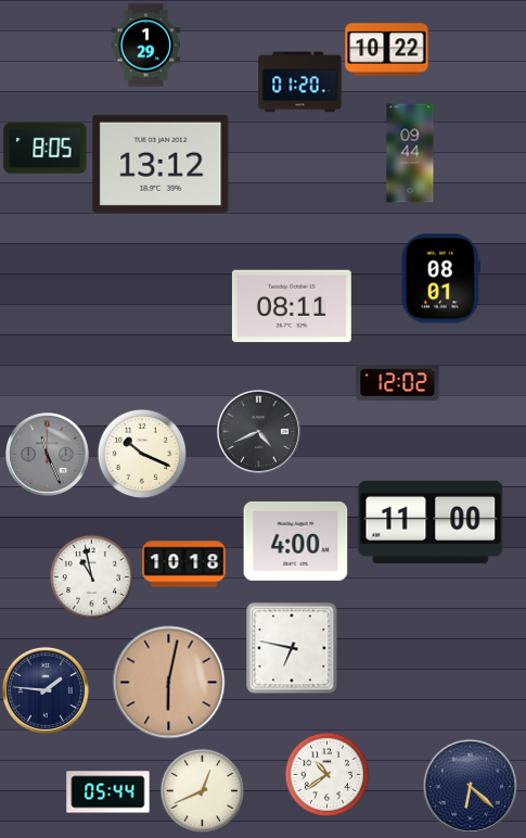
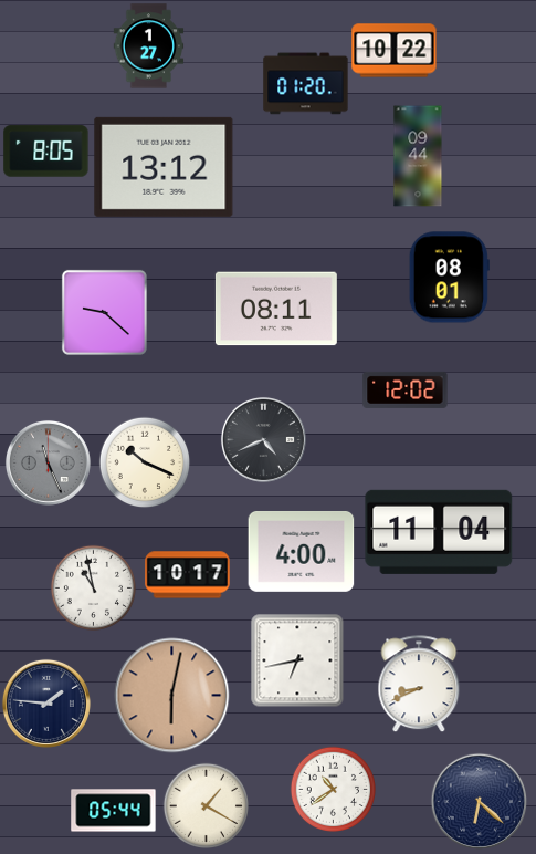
clock at (146, 46): 1:29 -> 1:27
clock at (440, 279) position: (440, 279) -> (449, 278)
clock at (104, 312): none -> 9:22
clock at (292, 306) position: (292, 306) -> (276, 309)
clock at (431, 522): 11:00 -> 11:04
clock at (184, 564): 10:18 -> 10:17
clock at (292, 648): 6:47 -> 6:43
clock at (419, 684): none -> 8:41
clock at (202, 790): 12:41 -> 1:20
clock at (108, 792) position: (108, 792) -> (114, 811)
